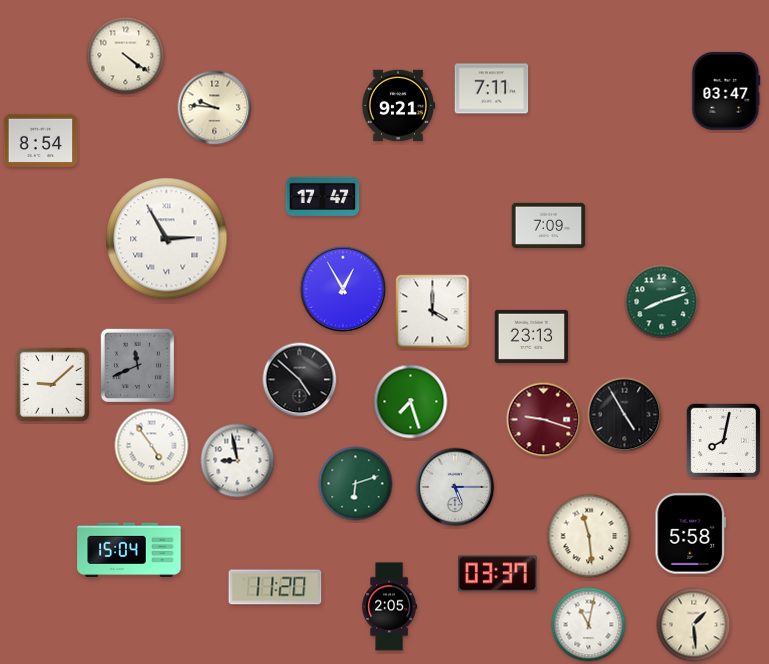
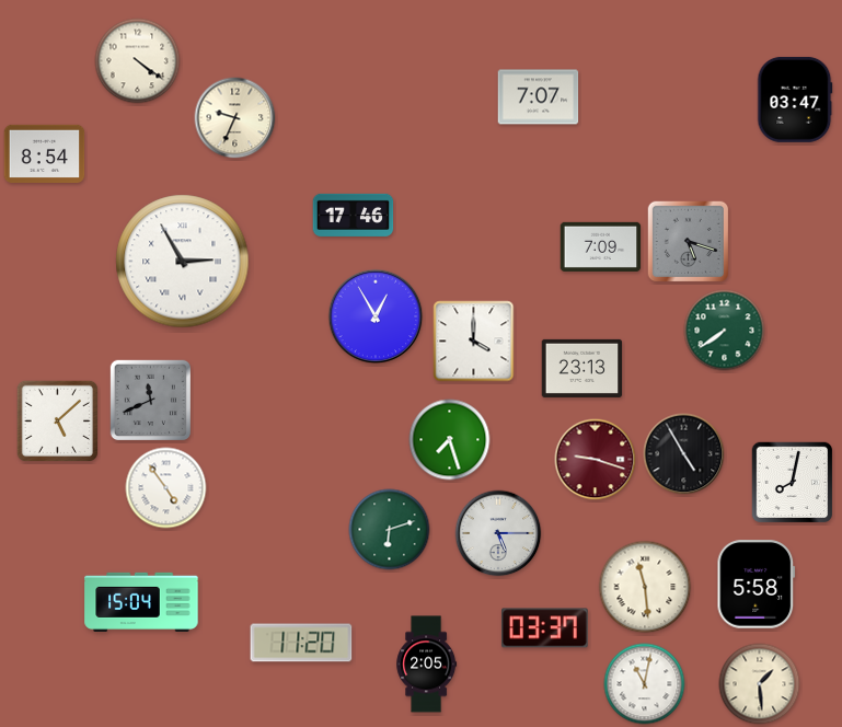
clock at (492, 89): 7:11 -> 7:07
clock at (398, 106): 9:21 -> none
clock at (215, 108): 9:46 -> 9:34
clock at (323, 196): 17:47 -> 17:46
clock at (689, 242): none -> 5:18
clock at (662, 302): 8:12 -> 7:39
clock at (300, 380): 4:52 -> none
clock at (52, 384): 9:08 -> 5:08
clock at (238, 461): 8:58 -> none
